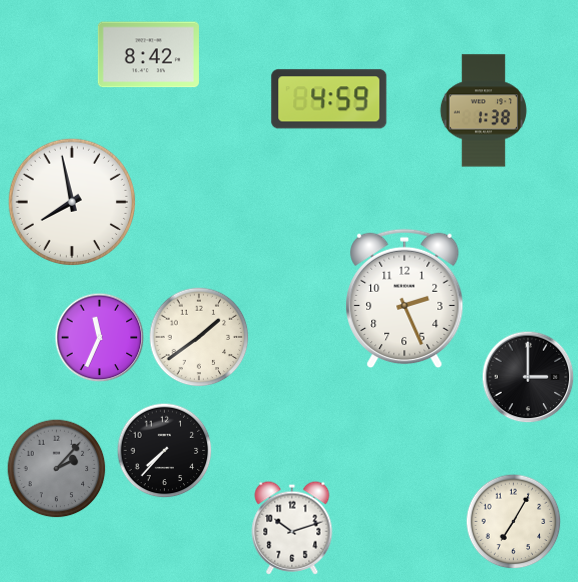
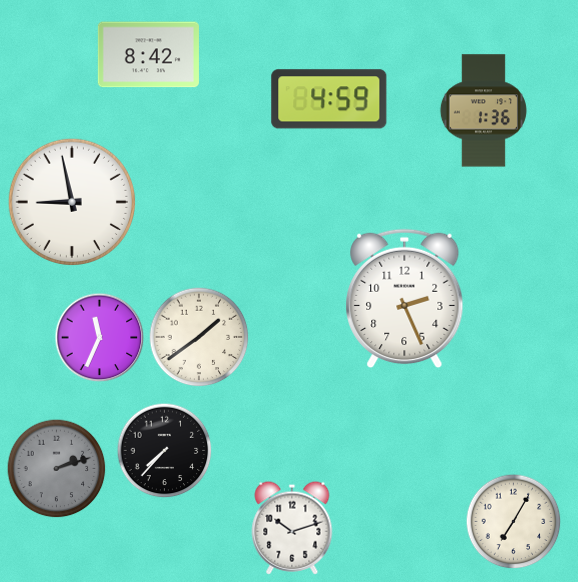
clock at (483, 111): 1:38 -> 1:36
clock at (72, 202): 7:58 -> 8:58
clock at (528, 377): 3:00 -> none
clock at (57, 469): 2:07 -> 2:12
